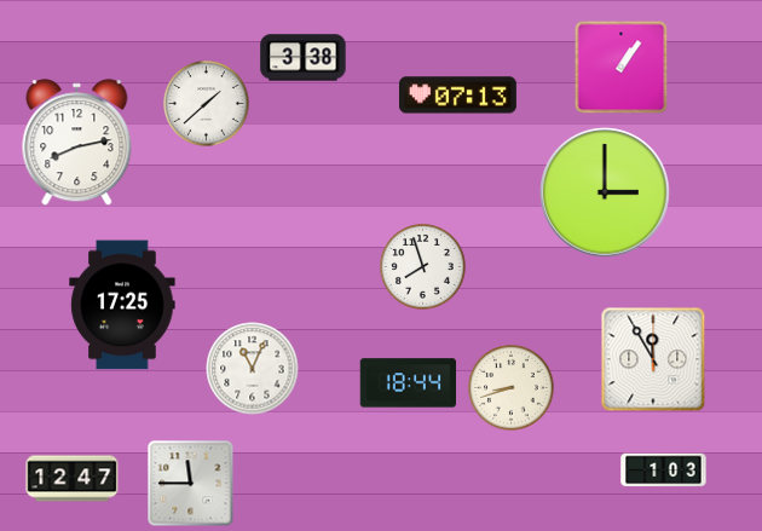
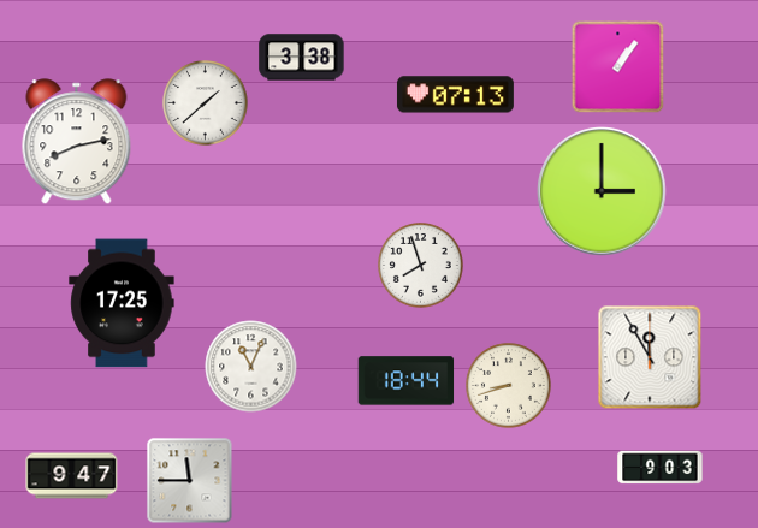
clock at (664, 471): 1:03 -> 9:03
clock at (73, 479): 12:47 -> 9:47
